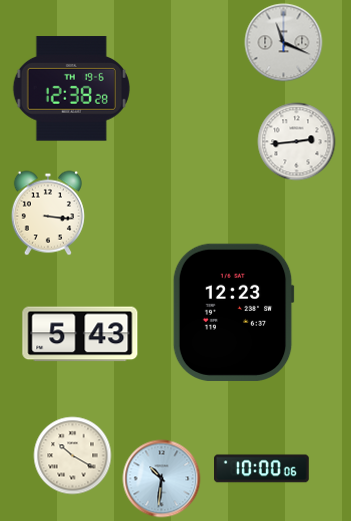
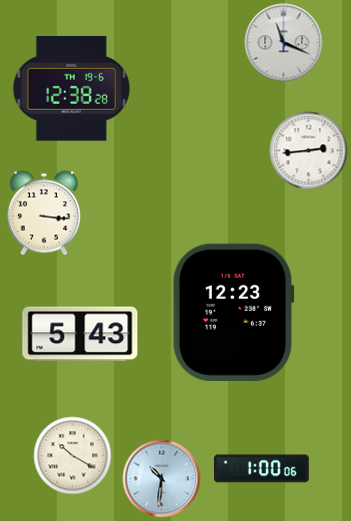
clock at (296, 141) position: (296, 141) -> (308, 150)
clock at (48, 213) position: (48, 213) -> (44, 213)
clock at (262, 469): 10:00 -> 1:00
